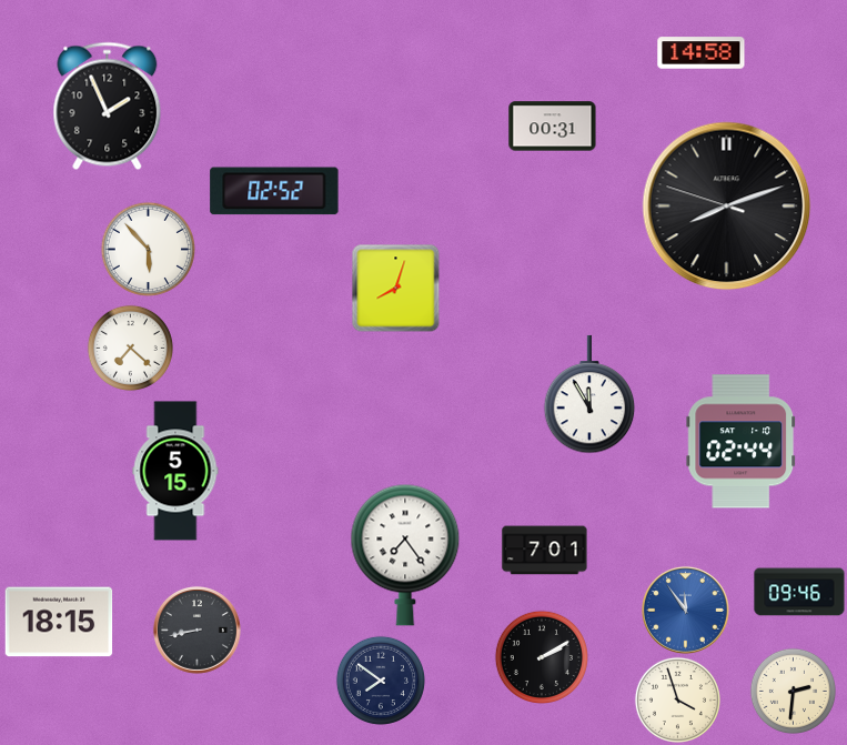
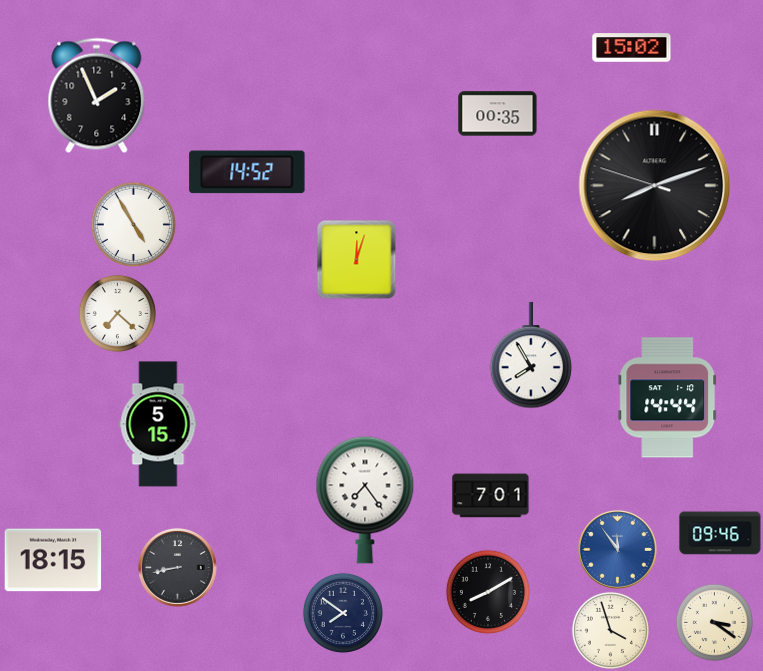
clock at (702, 53): 14:58 -> 15:02
clock at (553, 127): 00:31 -> 00:35
clock at (274, 191): 02:52 -> 14:52
clock at (148, 249): 5:53 -> 4:55
clock at (395, 288): 8:03 -> 12:03
clock at (589, 394): 11:55 -> 7:55
clock at (742, 442): 02:44 -> 14:44
clock at (541, 656): 2:10 -> 8:10
clock at (793, 691): 2:31 -> 3:21
